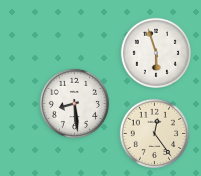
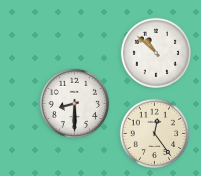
clock at (156, 53): 5:57 -> 10:52
clock at (75, 104): 8:29 -> 8:30
